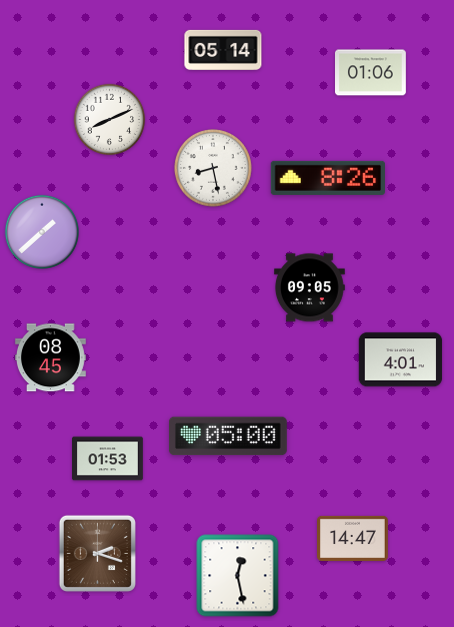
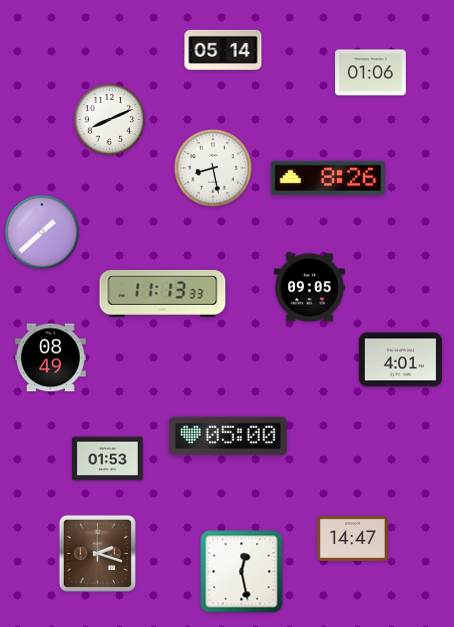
clock at (163, 293): none -> 11:13
clock at (50, 358): 08:45 -> 08:49
clock at (238, 576) position: (238, 576) -> (242, 572)
